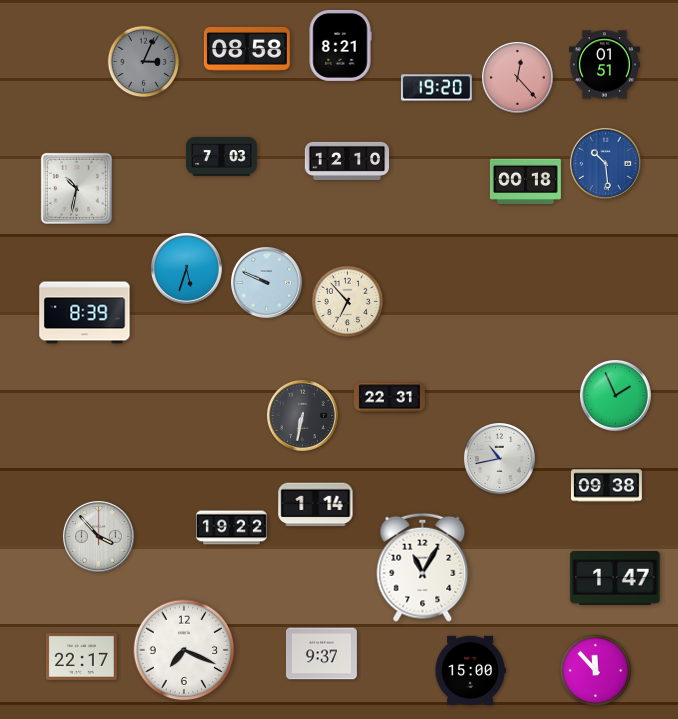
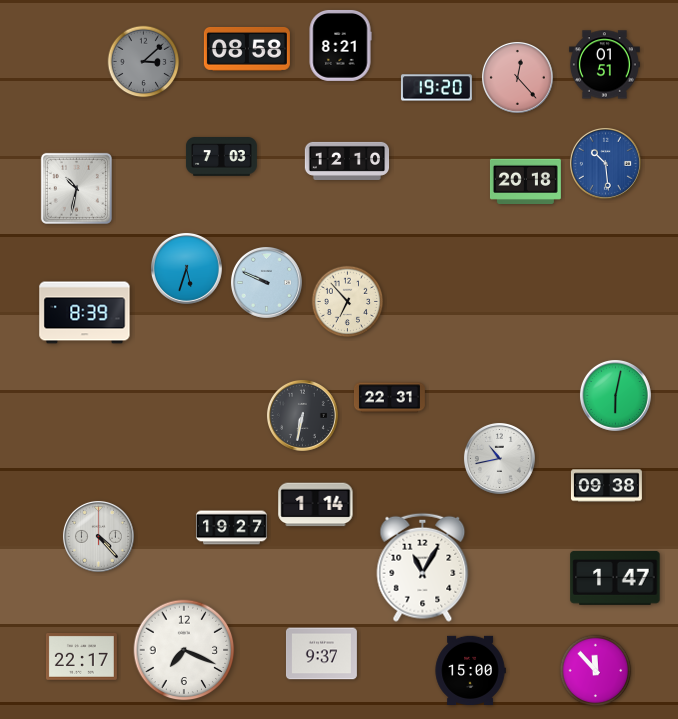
clock at (144, 62): 3:04 -> 3:08
clock at (525, 181): 00:18 -> 20:18
clock at (615, 395): 1:56 -> 6:02
clock at (231, 528): 19:22 -> 19:27
clock at (98, 536): 3:53 -> 4:23
